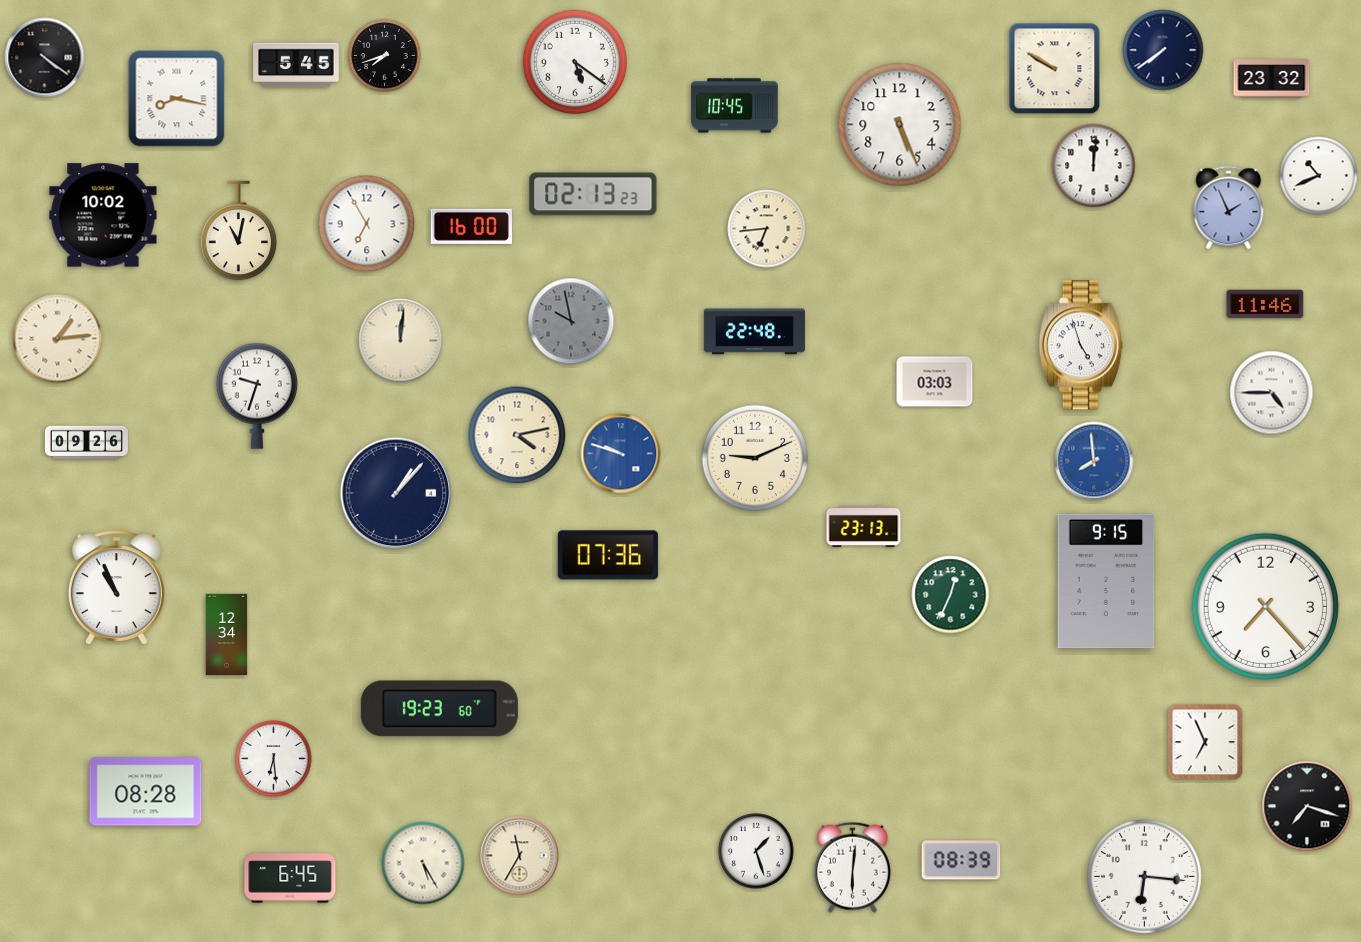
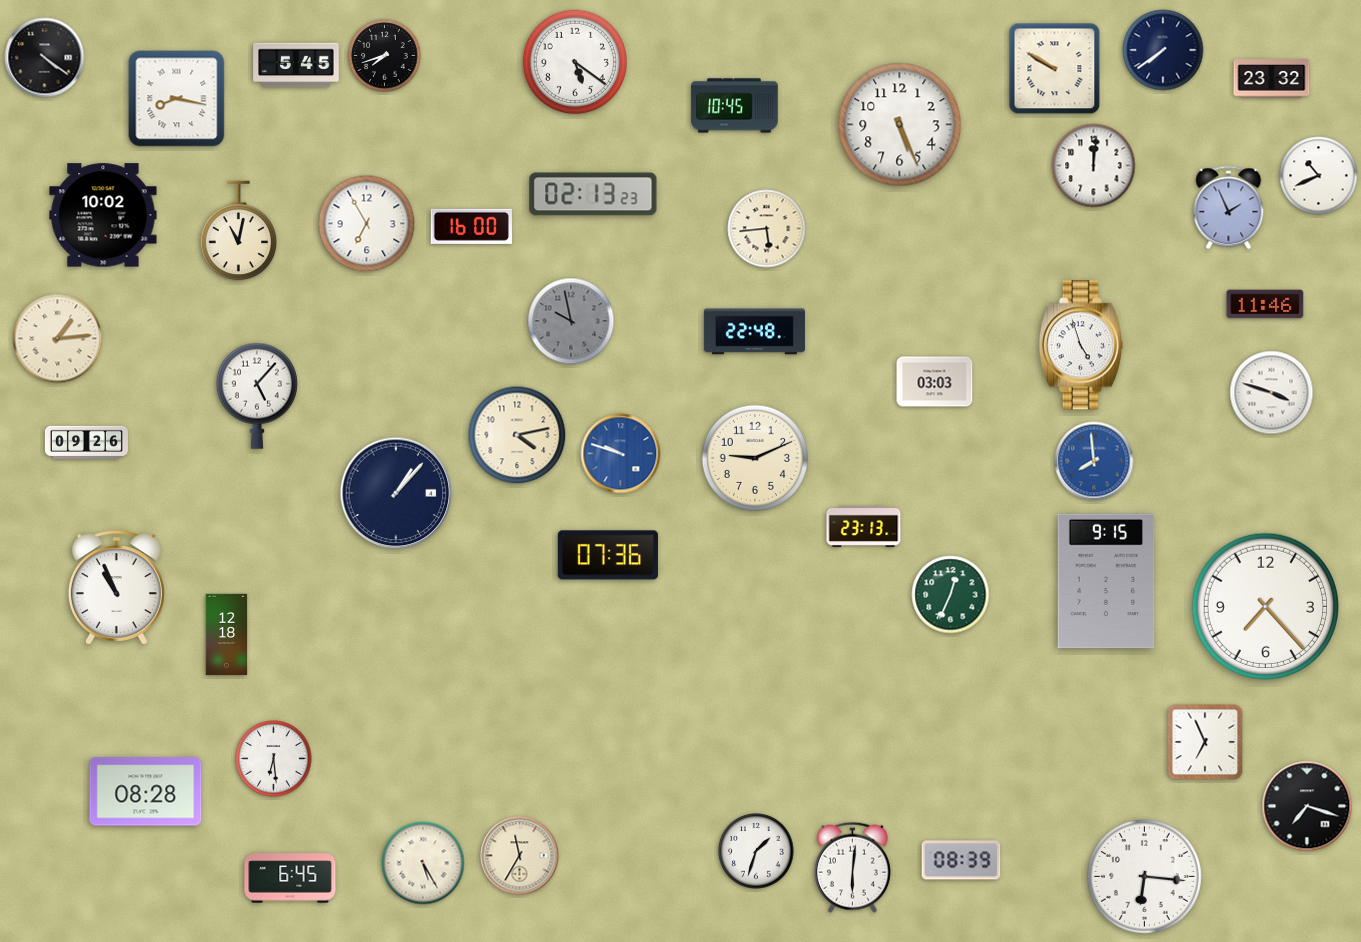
clock at (767, 229): 6:44 -> 5:44
clock at (401, 341): 12:01 -> none
clock at (1272, 393): 4:45 -> 3:48
clock at (257, 396): 9:33 -> 5:07
clock at (227, 635): 12:34 -> 12:18
clock at (439, 709): 19:23 -> none
clock at (756, 851): 1:27 -> 1:33
